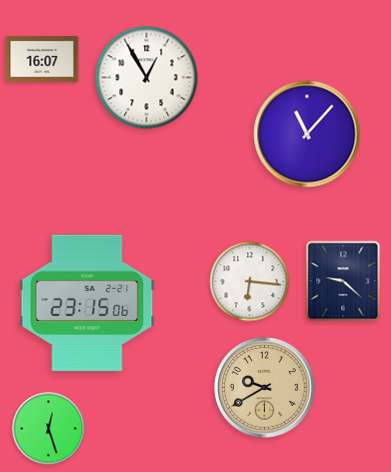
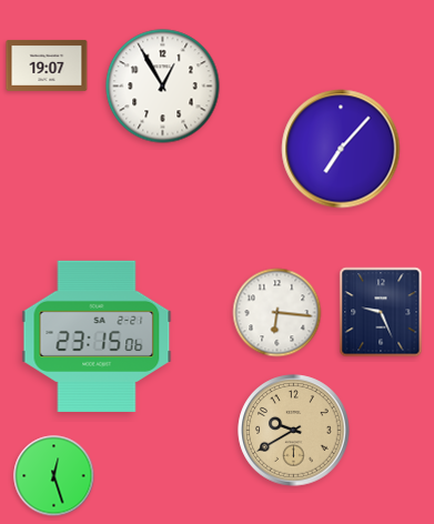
clock at (42, 59): 16:07 -> 19:07
clock at (307, 134): 11:07 -> 7:07
clock at (343, 281): 9:22 -> 9:26
